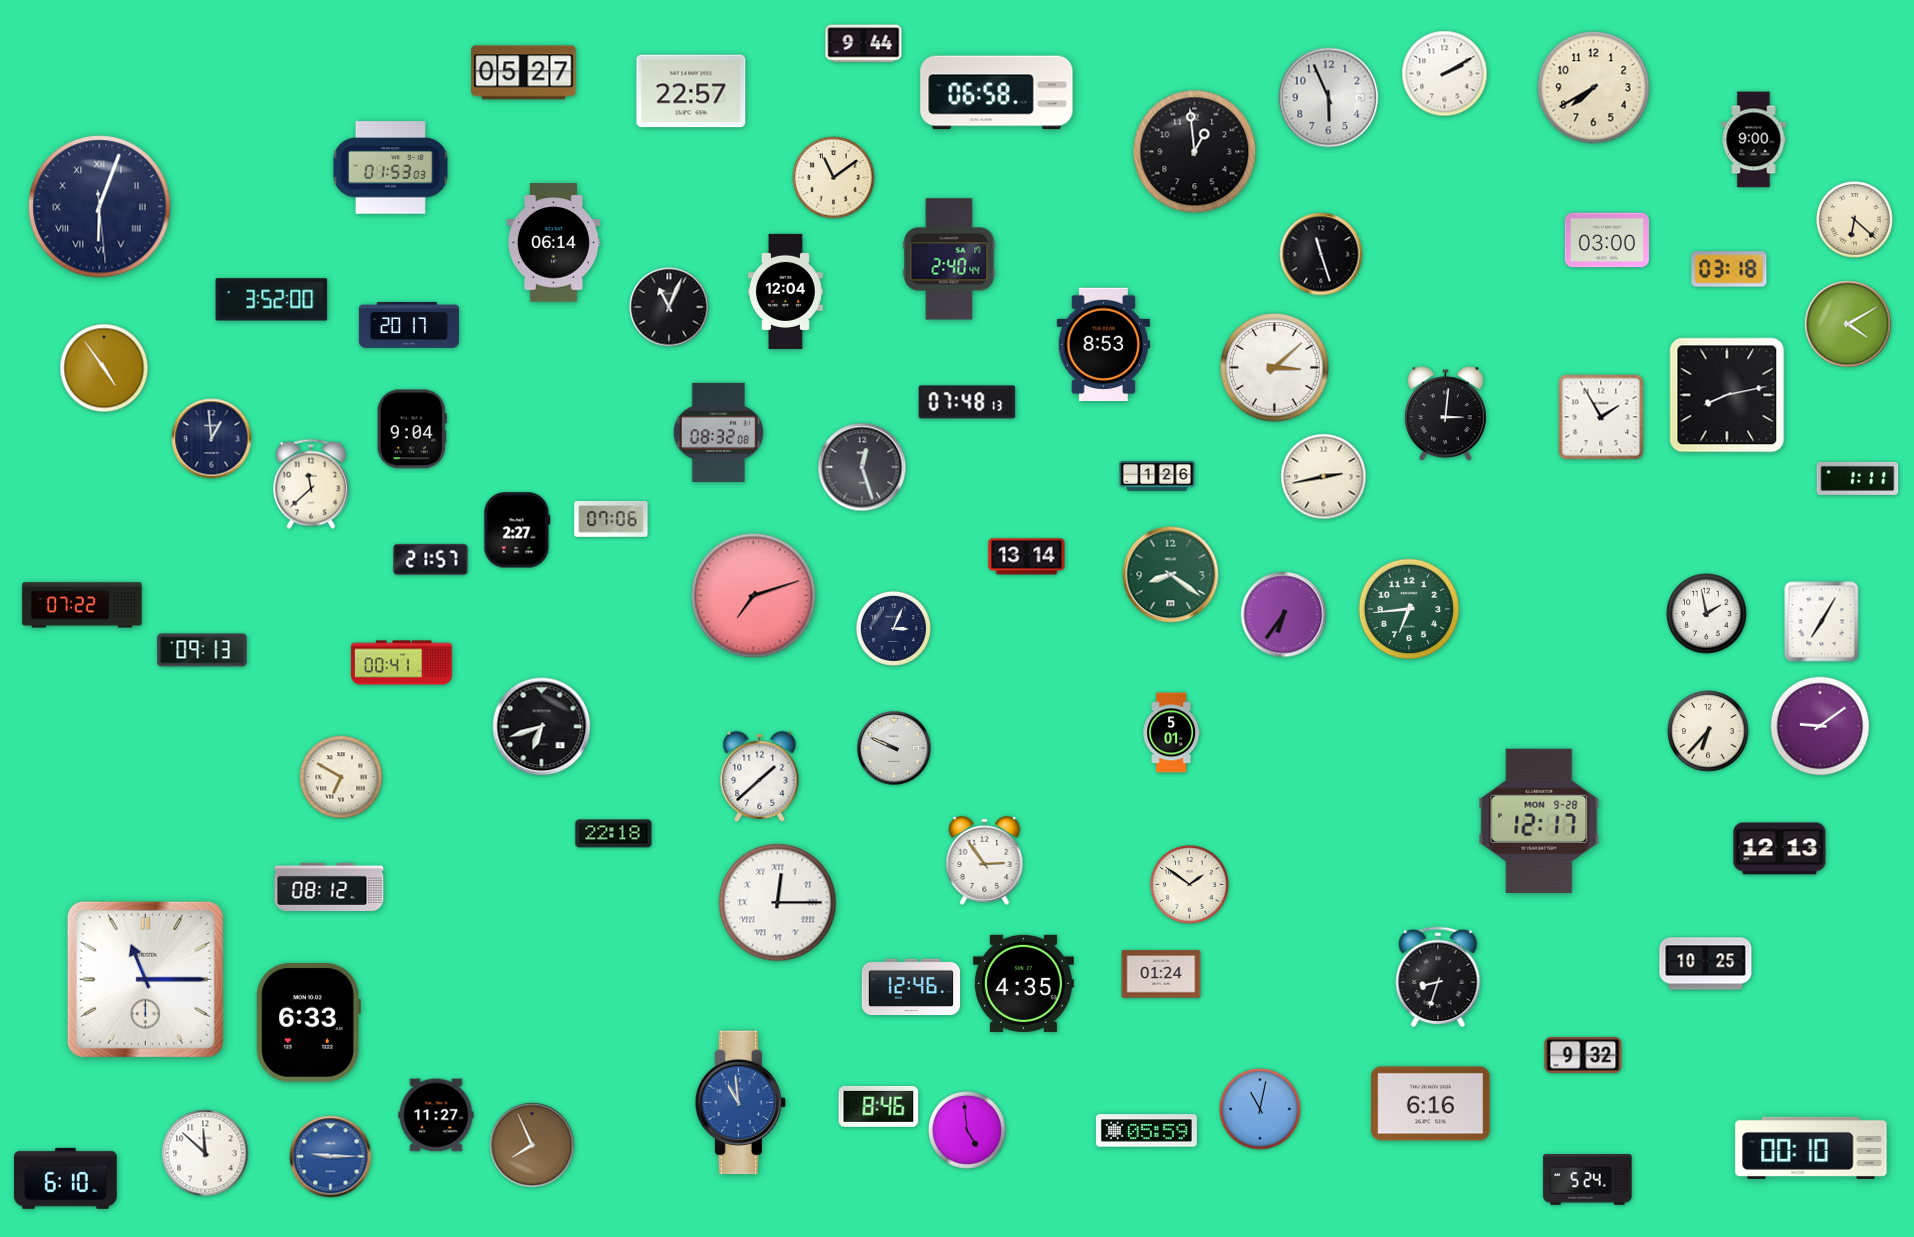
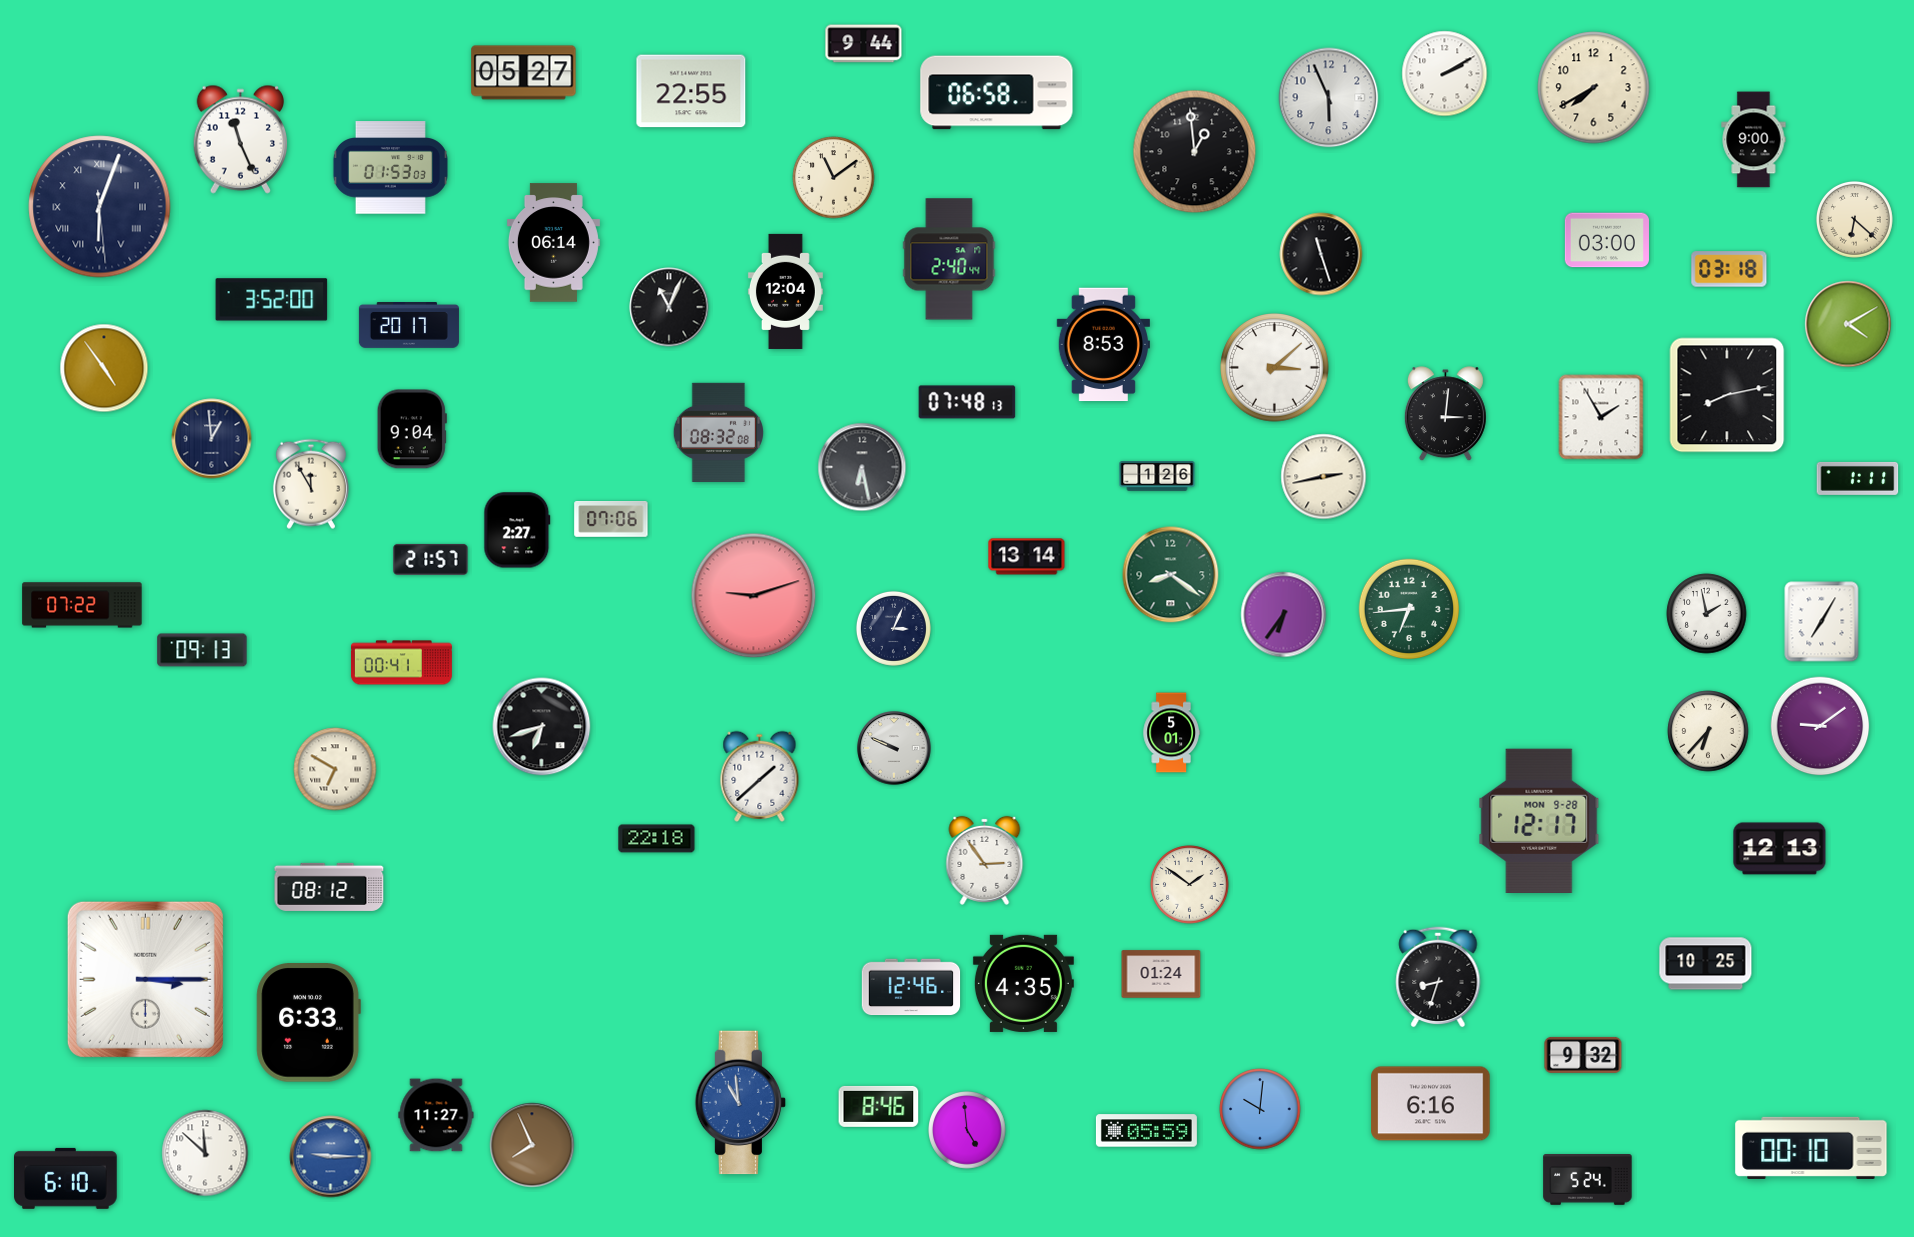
clock at (691, 91): 22:57 -> 22:55
clock at (240, 139): none -> 11:26
clock at (862, 467): 12:27 -> 6:28
clock at (311, 484): 11:38 -> 11:55
clock at (754, 596): 7:12 -> 9:12
clock at (341, 777) position: (341, 777) -> (335, 769)
clock at (614, 834) position: (614, 834) -> (657, 839)
clock at (778, 903): 12:15 -> none
clock at (145, 979): 11:15 -> 3:15
clock at (1260, 1109): 11:02 -> 10:01
